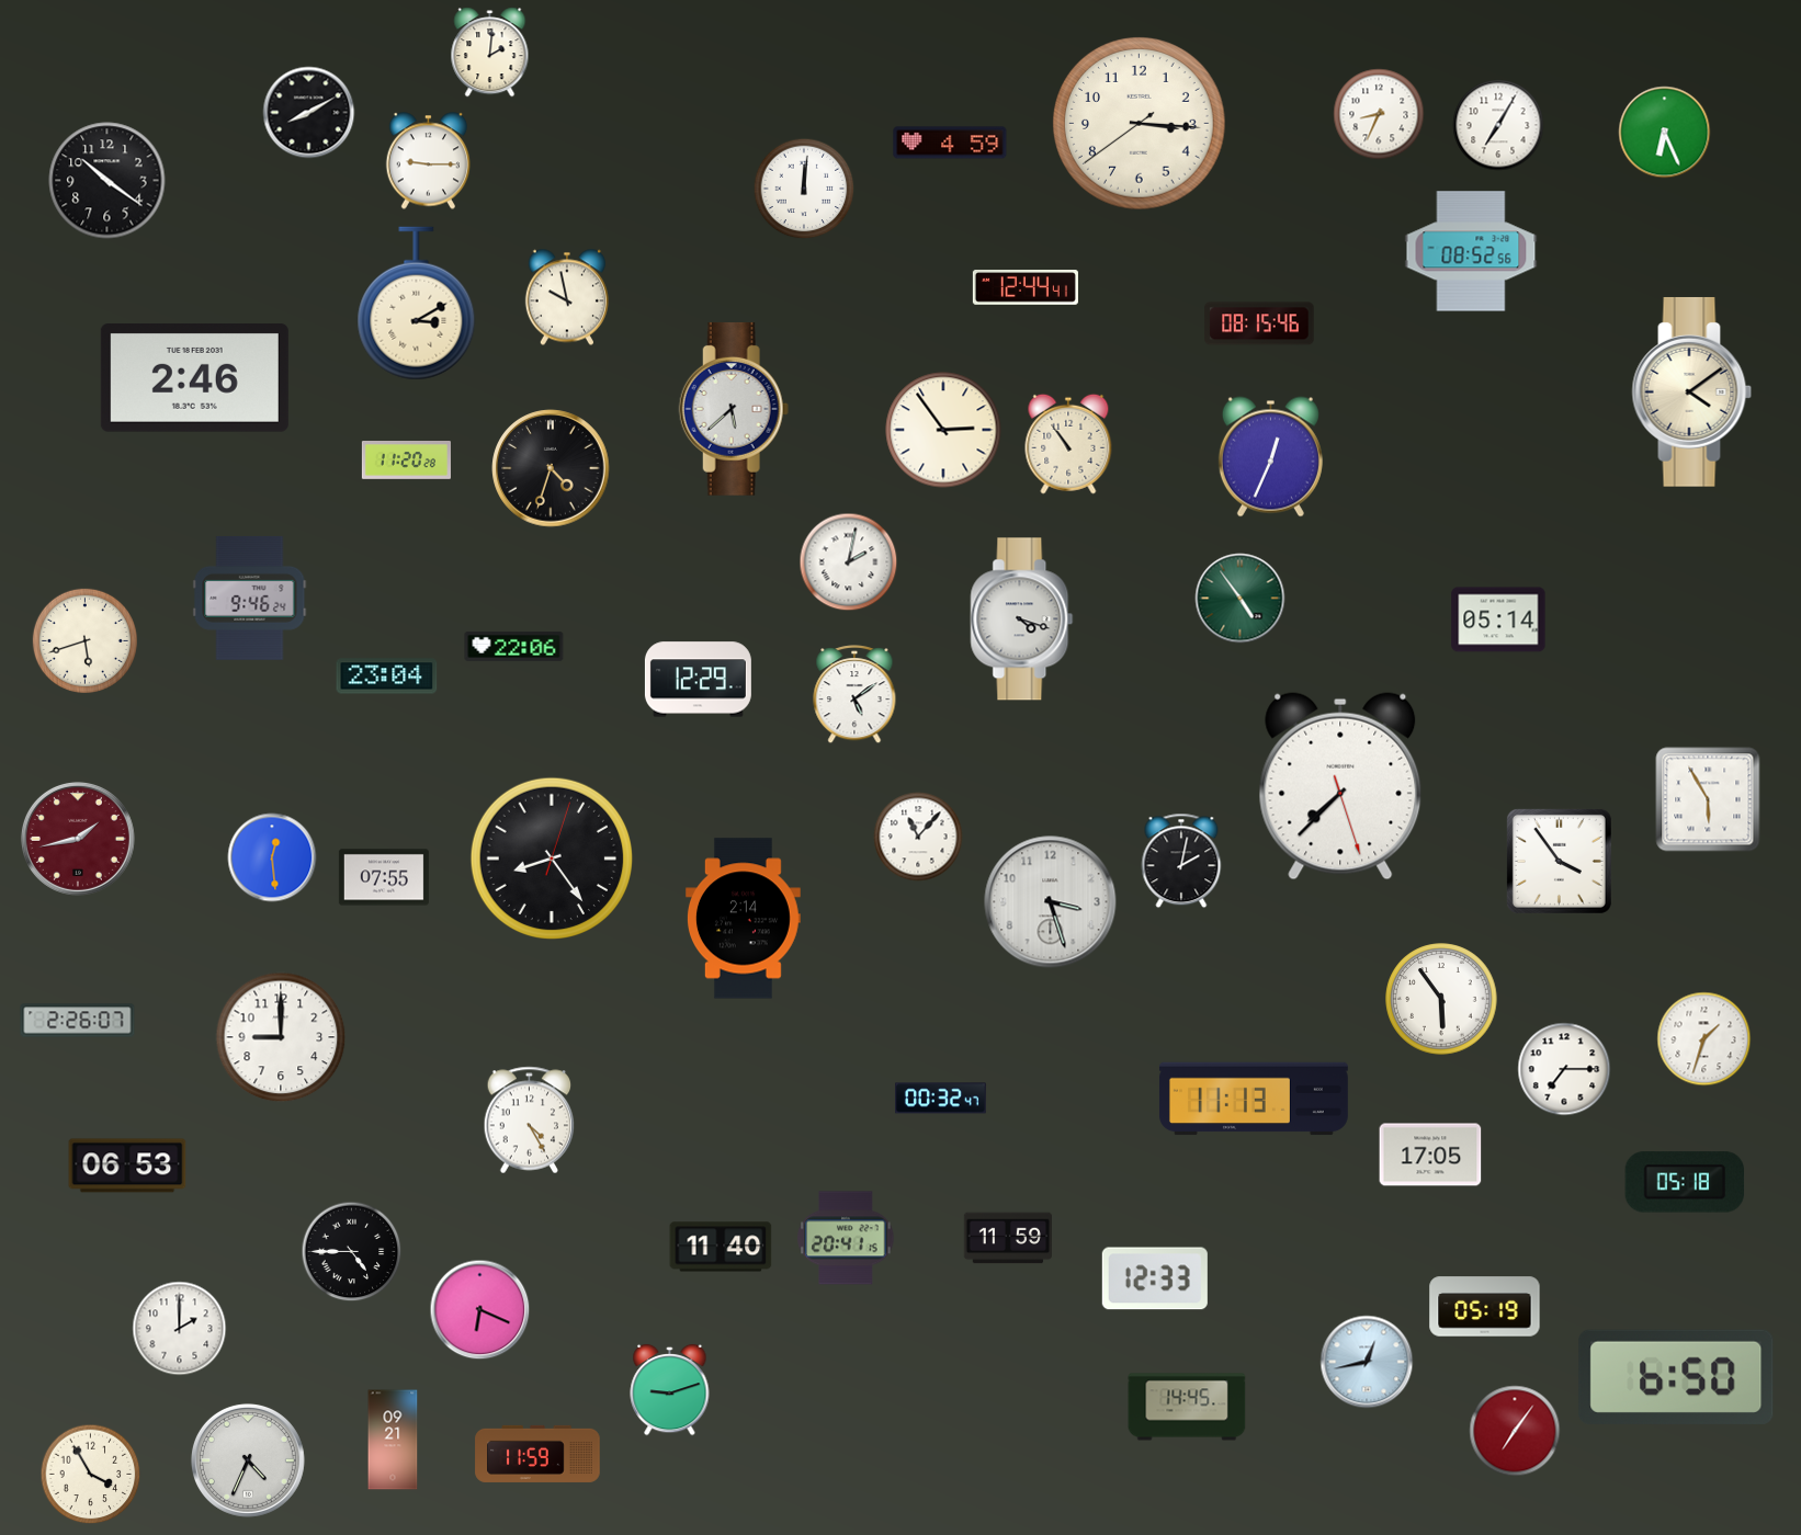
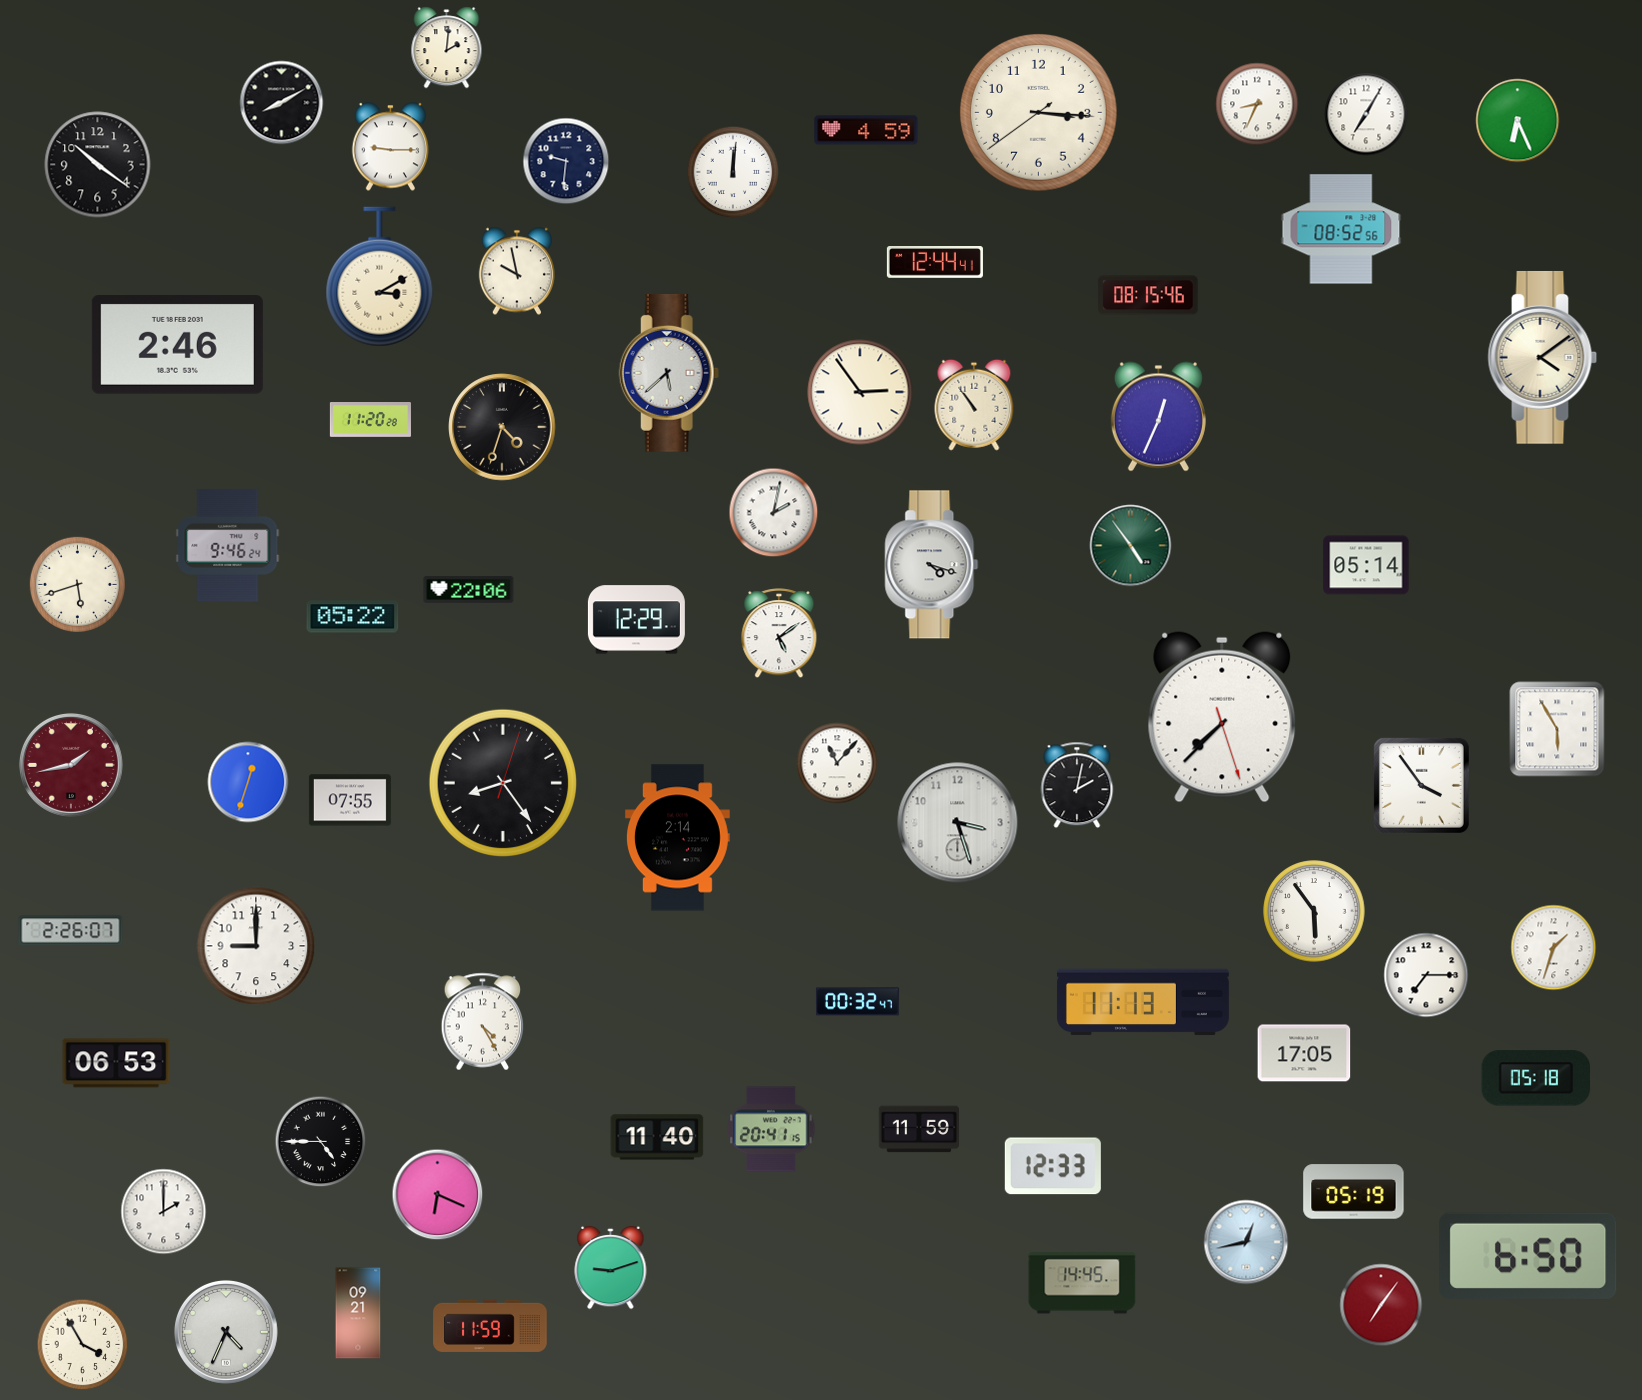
clock at (566, 161): none -> 9:31
clock at (387, 676): 23:04 -> 05:22
clock at (272, 857): 12:29 -> 12:33
